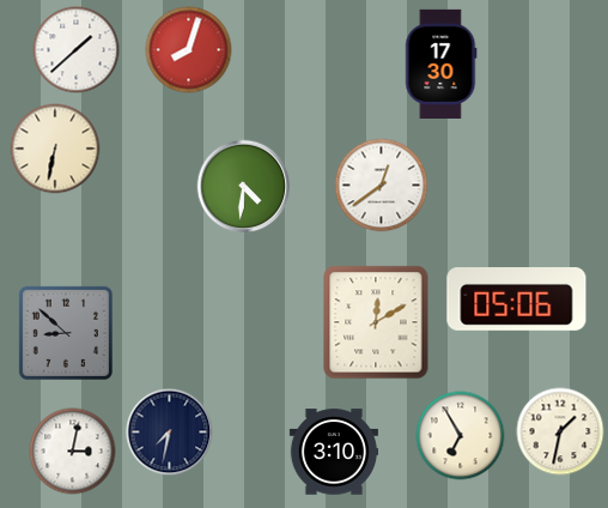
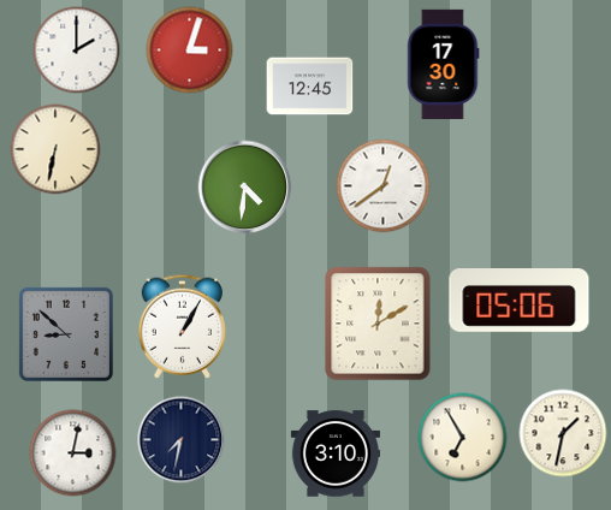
clock at (77, 50): 1:38 -> 2:00
clock at (189, 50): 8:03 -> 3:03
clock at (310, 87): none -> 12:45
clock at (182, 326): none -> 1:05
clock at (170, 433) position: (170, 433) -> (182, 440)
